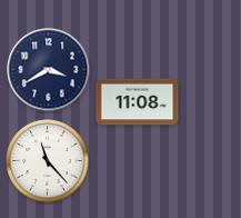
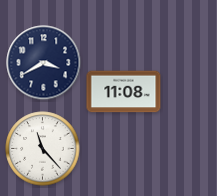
clock at (48, 161) position: (48, 161) -> (43, 149)
